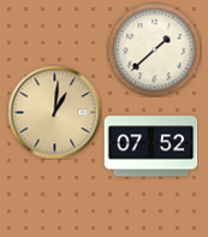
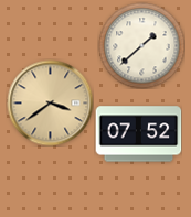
clock at (54, 112): 1:01 -> 3:39
